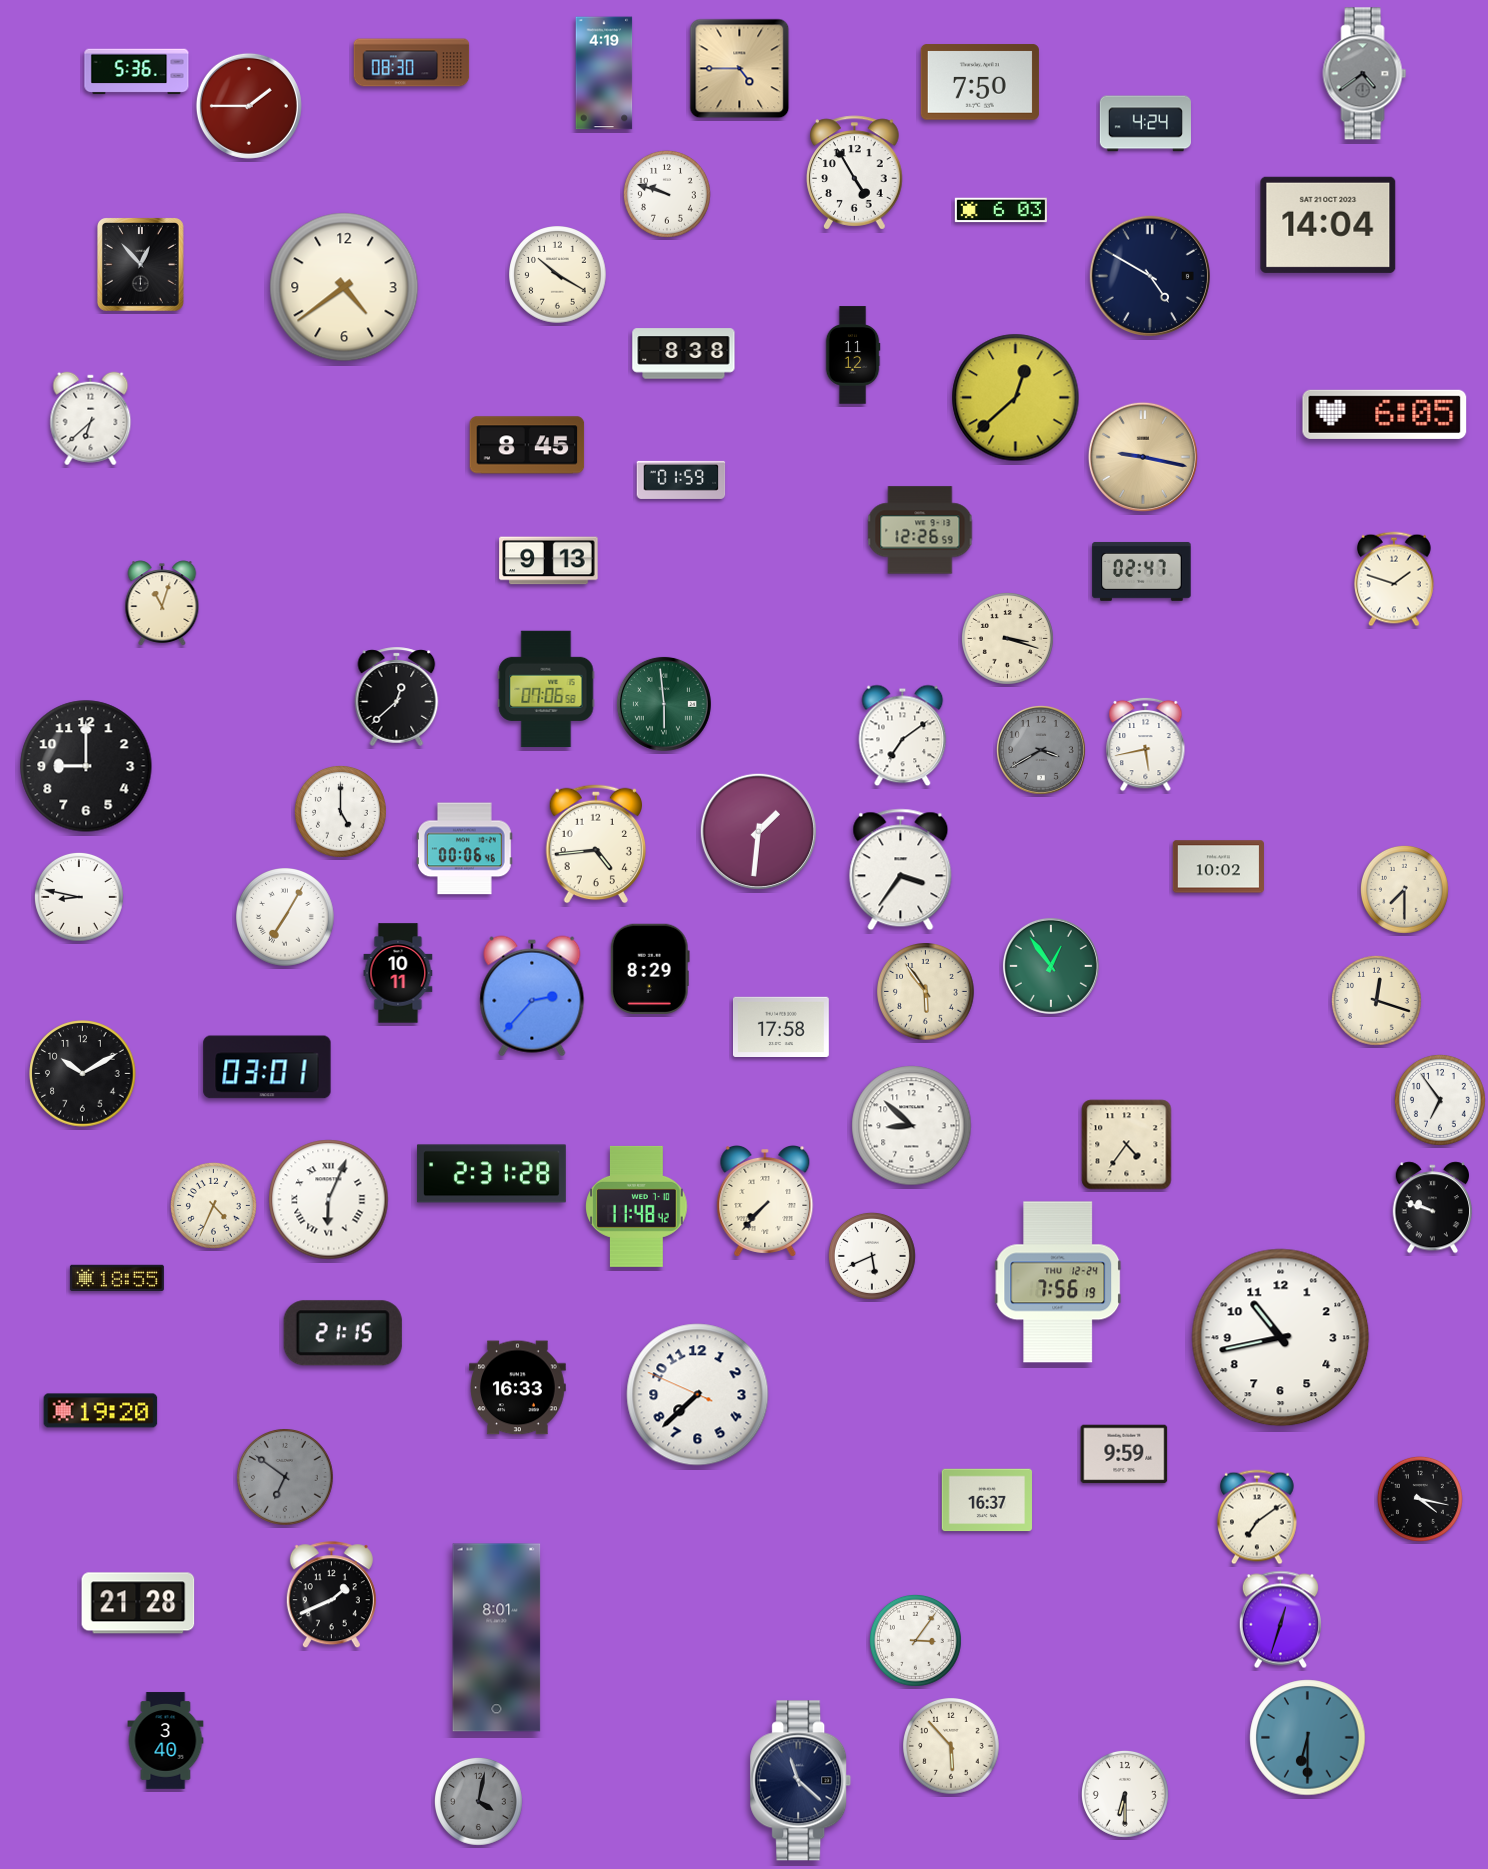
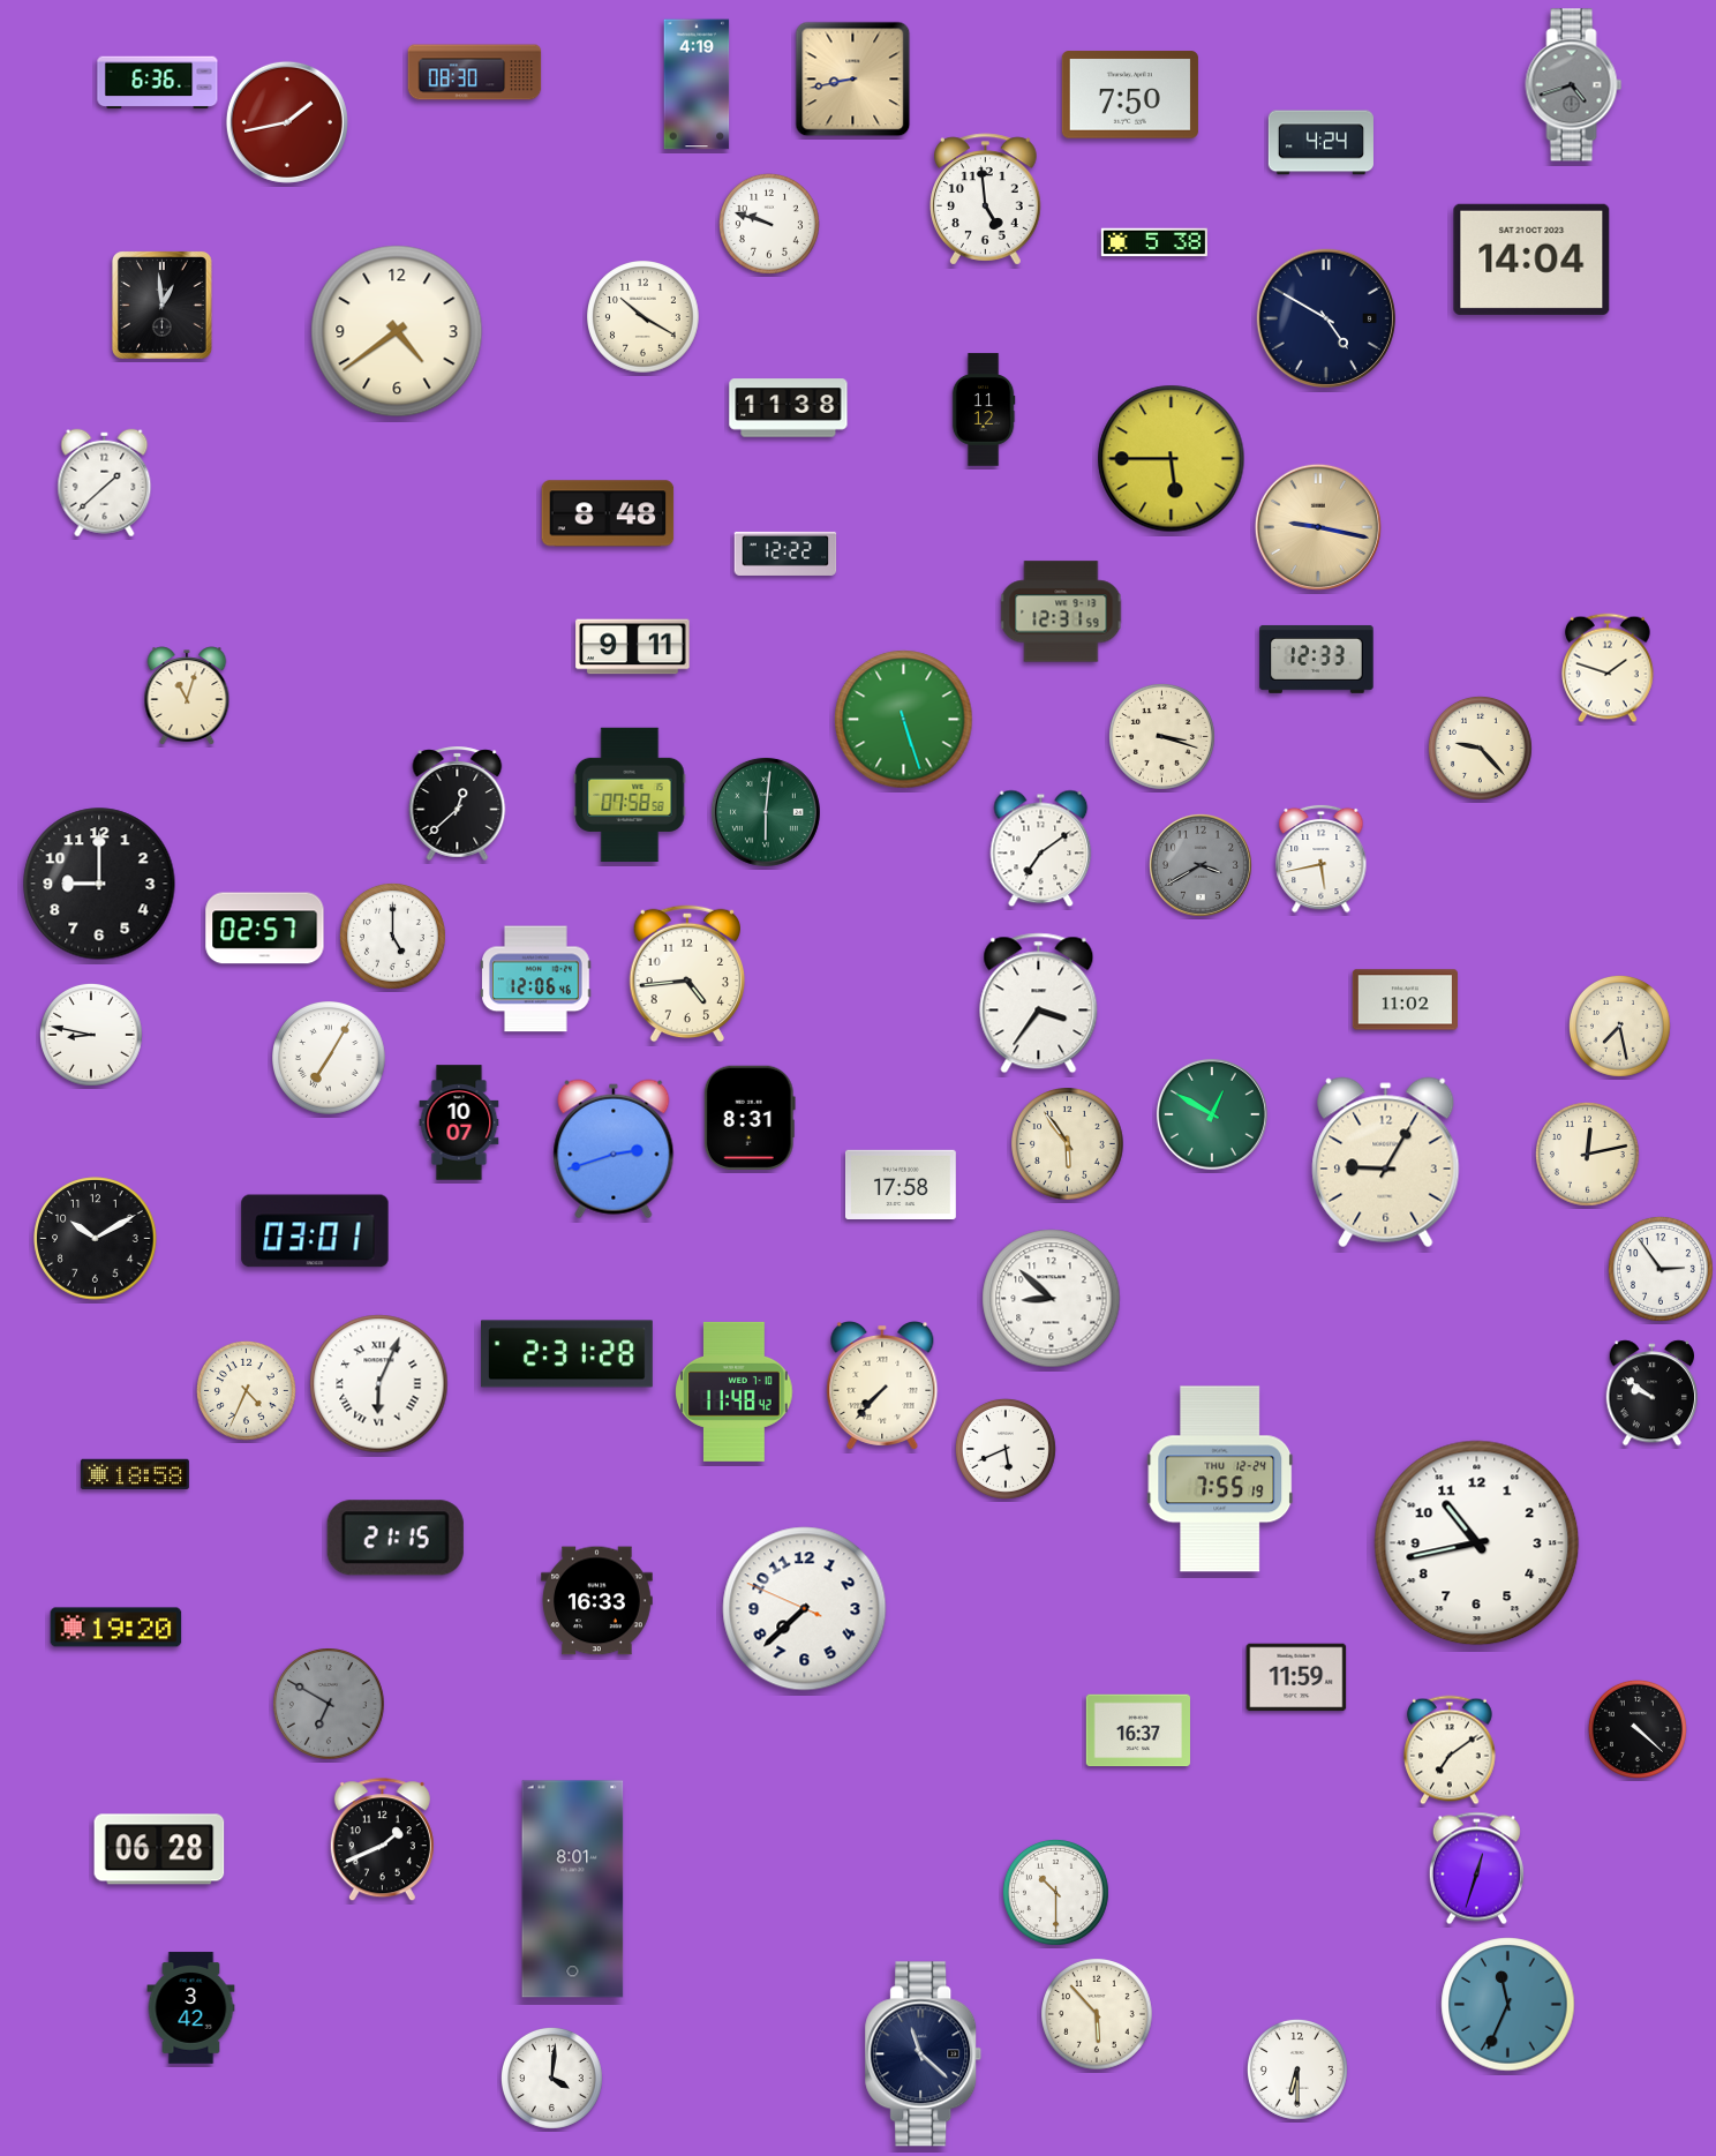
clock at (740, 69): 4:45 -> 8:43
clock at (137, 72): 5:36 -> 6:36
clock at (1365, 74): 4:39 -> 4:42
clock at (249, 106): 1:45 -> 1:43
clock at (855, 173): 4:55 -> 4:59
clock at (1001, 210): 6:03 -> 5:38
clock at (141, 265): 12:53 -> 12:59
clock at (684, 354): 8:38 -> 11:38
clock at (1016, 398): 12:38 -> 5:45
clock at (1385, 414): 6:05 -> none
clock at (91, 419): 6:38 -> 1:38
clock at (527, 445): 8:45 -> 8:48
clock at (681, 480): 01:59 -> 12:22
clock at (920, 530): 12:26 -> 12:31
clock at (549, 561): 9:13 -> 9:11
clock at (1142, 571): 02:47 -> 12:33
clock at (904, 720): none -> 5:27
clock at (1480, 748): none -> 9:23
clock at (546, 689): 07:06 -> 07:58
clock at (664, 704): 5:59 -> 6:01
clock at (265, 929): none -> 02:57
clock at (758, 831): 1:31 -> none
clock at (465, 849): 00:06 -> 12:06
clock at (1218, 867): 10:02 -> 11:02
clock at (1404, 889): 7:30 -> 7:28
clock at (1051, 966): 12:54 -> 12:50
clock at (650, 968): 8:29 -> 8:31
clock at (398, 973): 10:11 -> 10:07
clock at (532, 996): 2:37 -> 2:42
clock at (1376, 1000): 12:18 -> 12:13
clock at (1386, 1163): none -> 9:05
clock at (267, 1067) position: (267, 1067) -> (315, 1231)
clock at (1440, 1100): 6:54 -> 2:54
clock at (1127, 1145): 4:36 -> none
clock at (1432, 1208): 9:48 -> 9:51
clock at (117, 1277): 18:55 -> 18:58
clock at (1058, 1282): 7:56 -> 7:55
clock at (1124, 1454): 9:59 -> 11:59
clock at (286, 1478): 6:51 -> 6:50
clock at (1420, 1499): 4:17 -> 4:22
clock at (138, 1603): 21:28 -> 06:28
clock at (916, 1641): 3:06 -> 10:30
clock at (1308, 1738): 6:30 -> 11:34
clock at (166, 1741): 3:40 -> 3:42
clock at (478, 1801): 4:02 -> 4:01
clock at (478, 1801) dial: grey -> white
